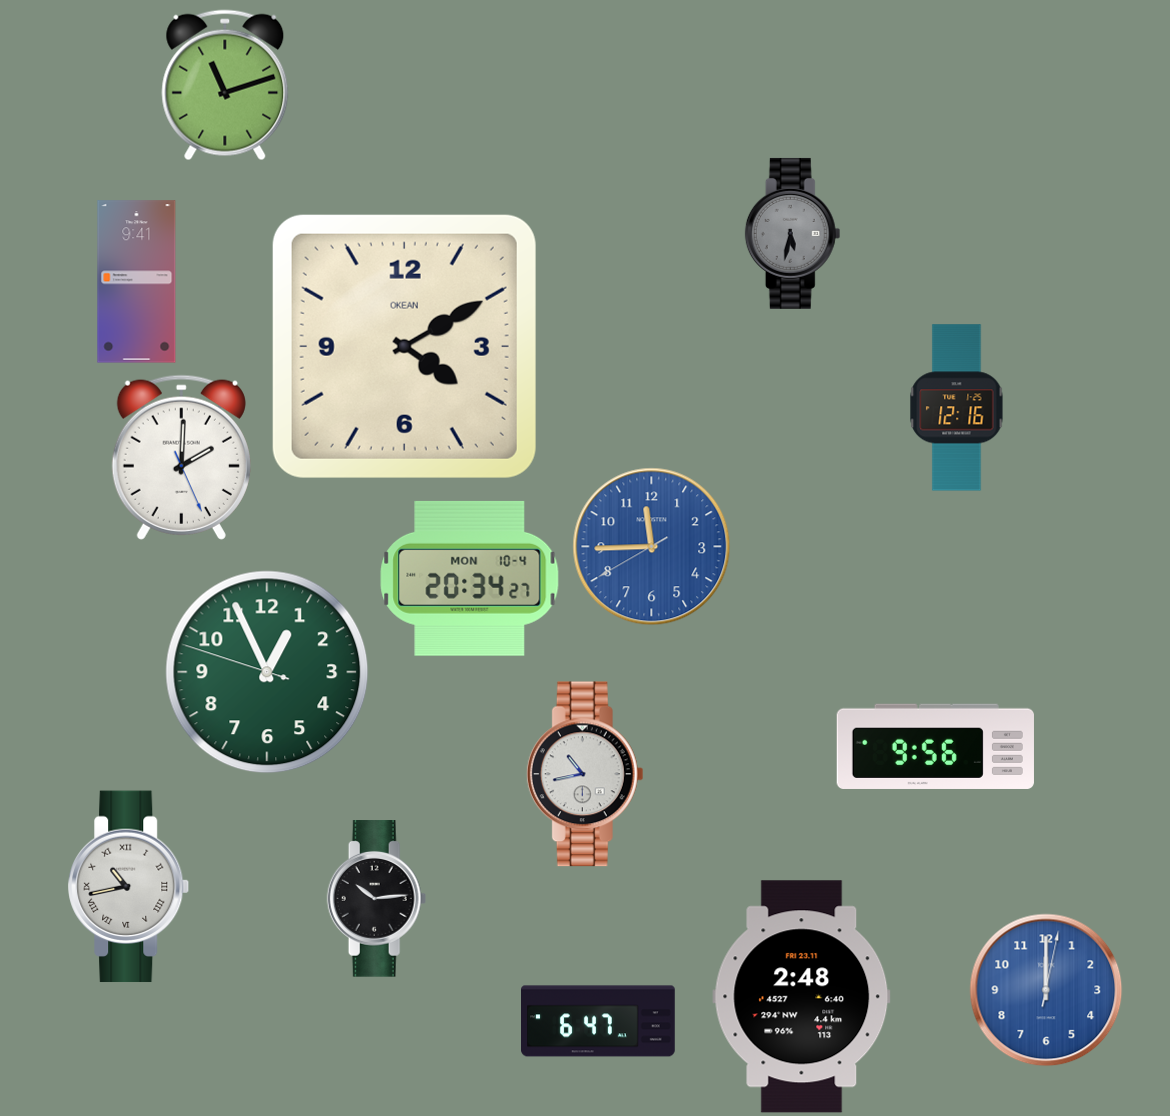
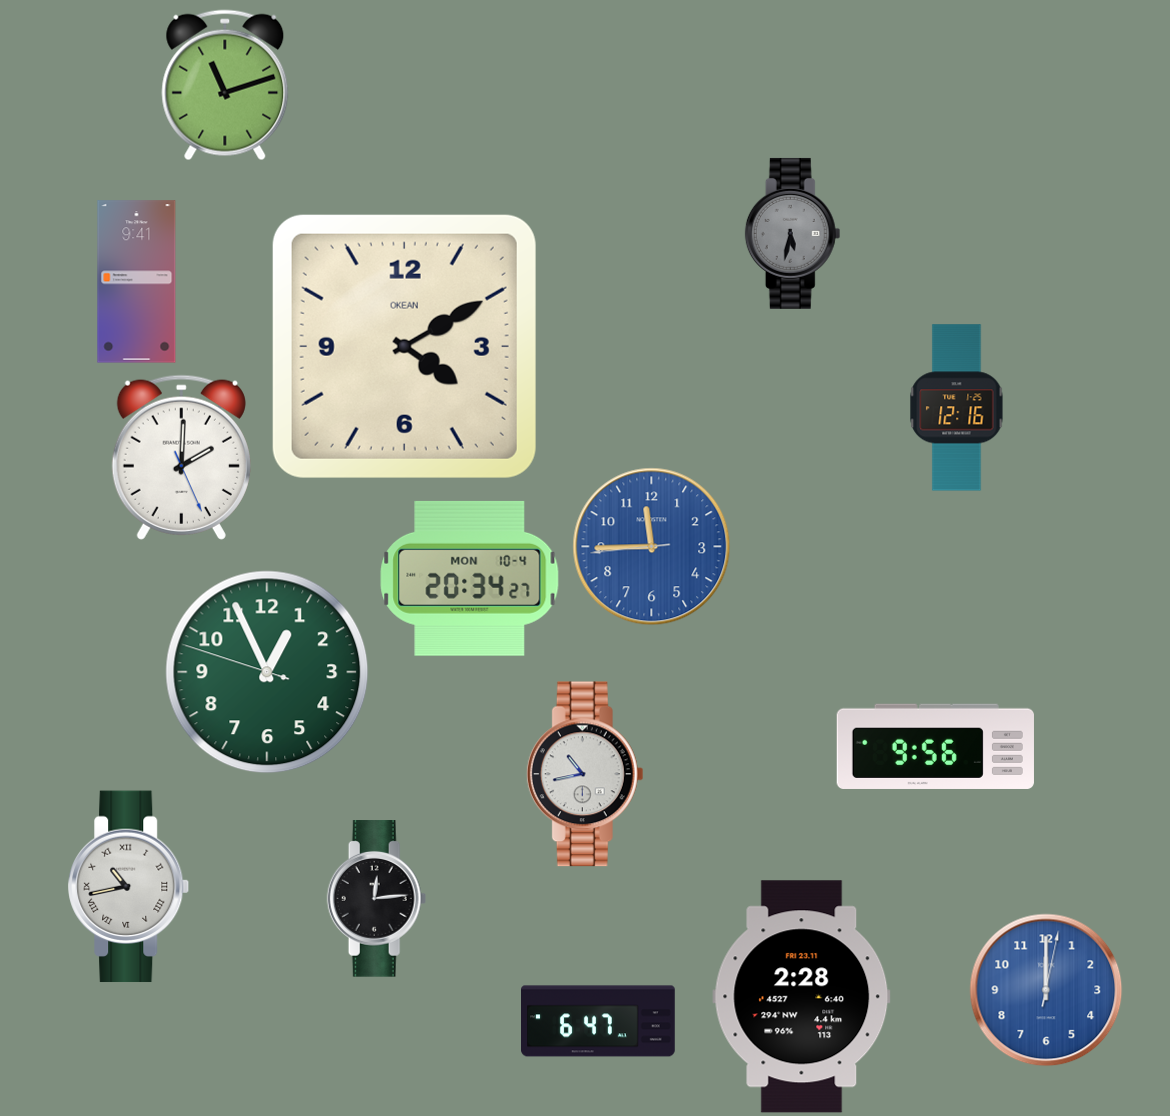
clock at (652, 547): 11:44:40 -> 11:44:44
clock at (377, 899): 10:14 -> 12:14
clock at (802, 997): 2:48 -> 2:28
